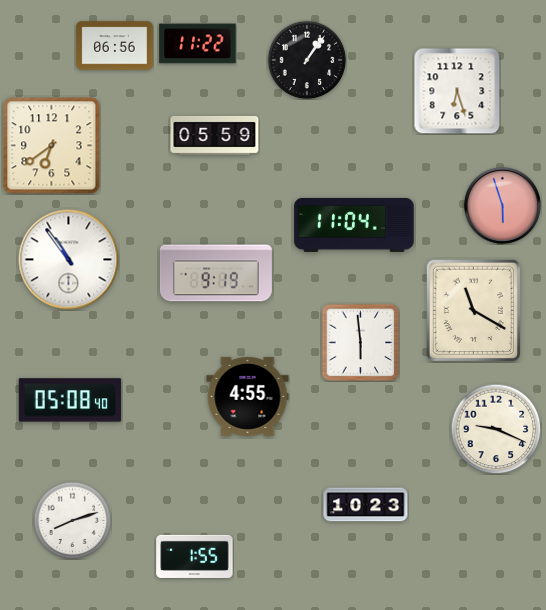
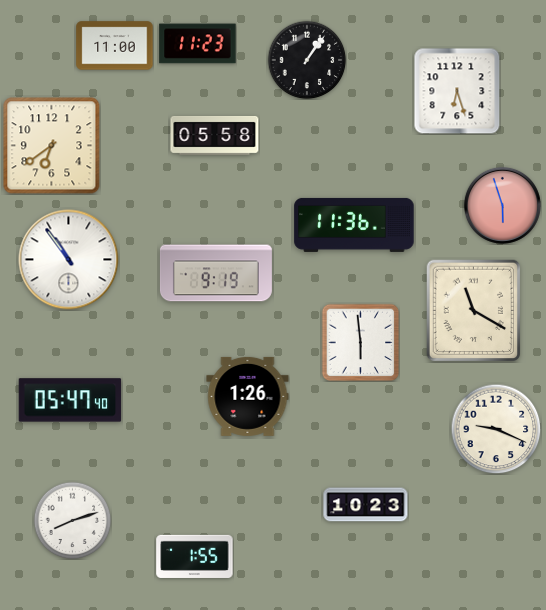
clock at (198, 44): 11:22 -> 11:23
clock at (115, 46): 06:56 -> 11:00
clock at (215, 135): 05:59 -> 05:58
clock at (354, 225): 11:04 -> 11:36
clock at (248, 396): 4:55 -> 1:26
clock at (70, 400): 05:08 -> 05:47
